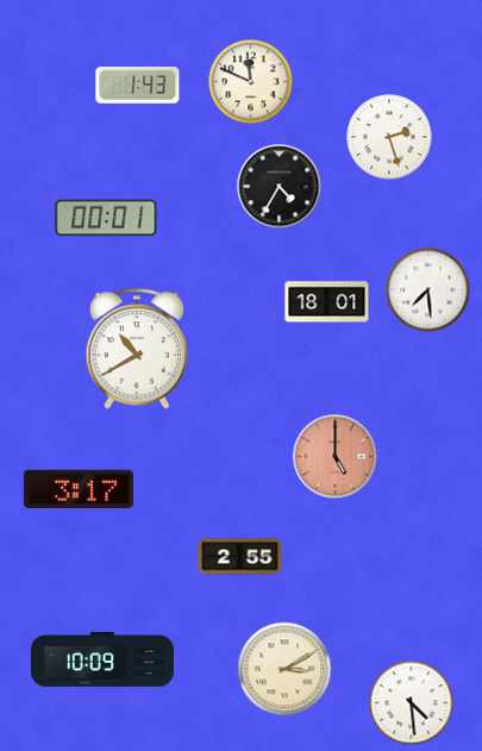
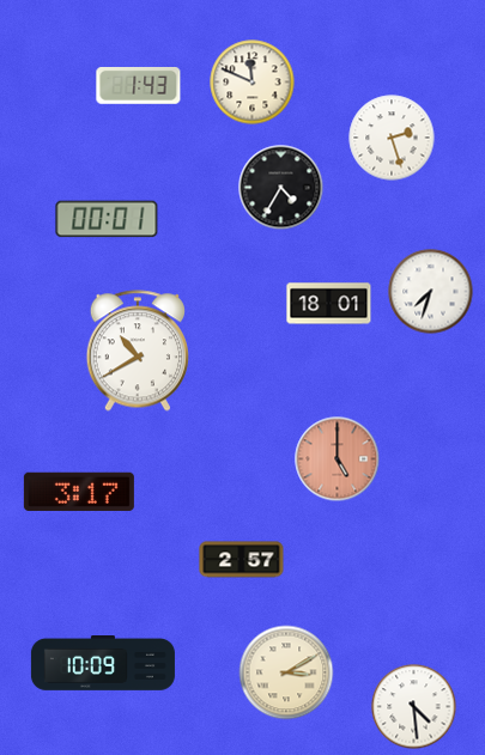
clock at (428, 290): 7:29 -> 7:33
clock at (240, 557): 2:55 -> 2:57
